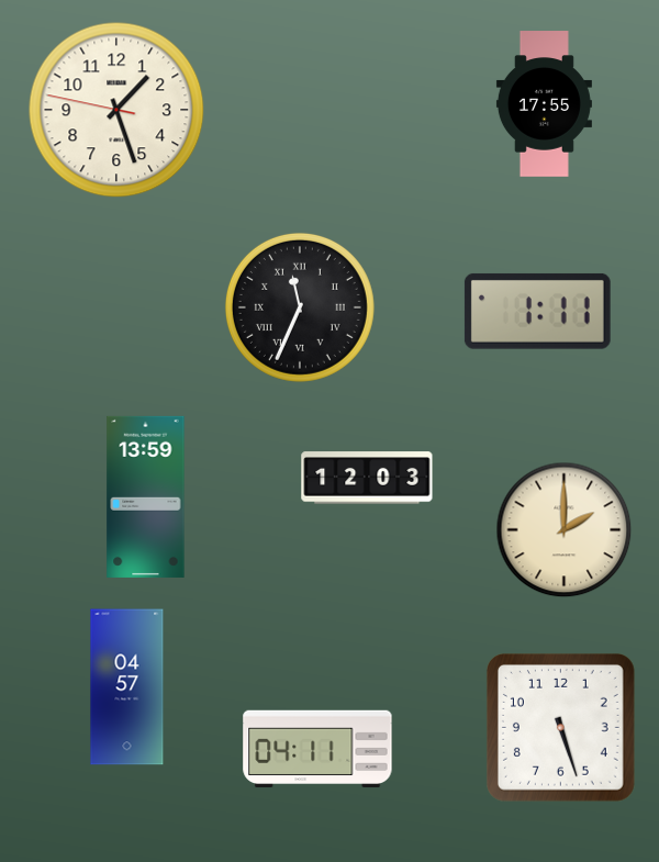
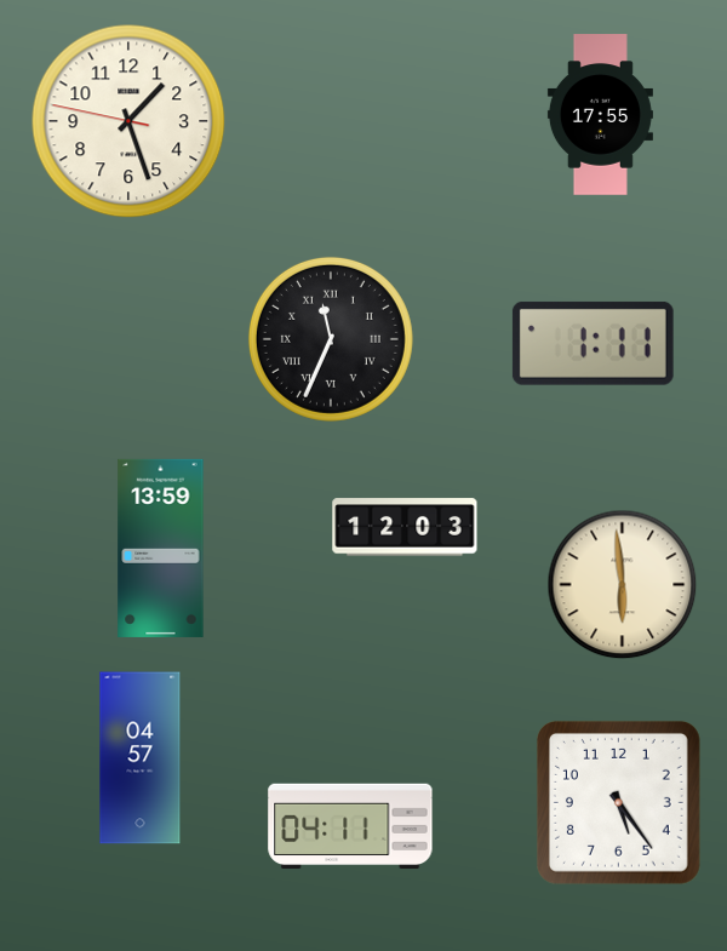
clock at (565, 530): 2:00 -> 5:59
clock at (560, 727): 5:27 -> 5:24
